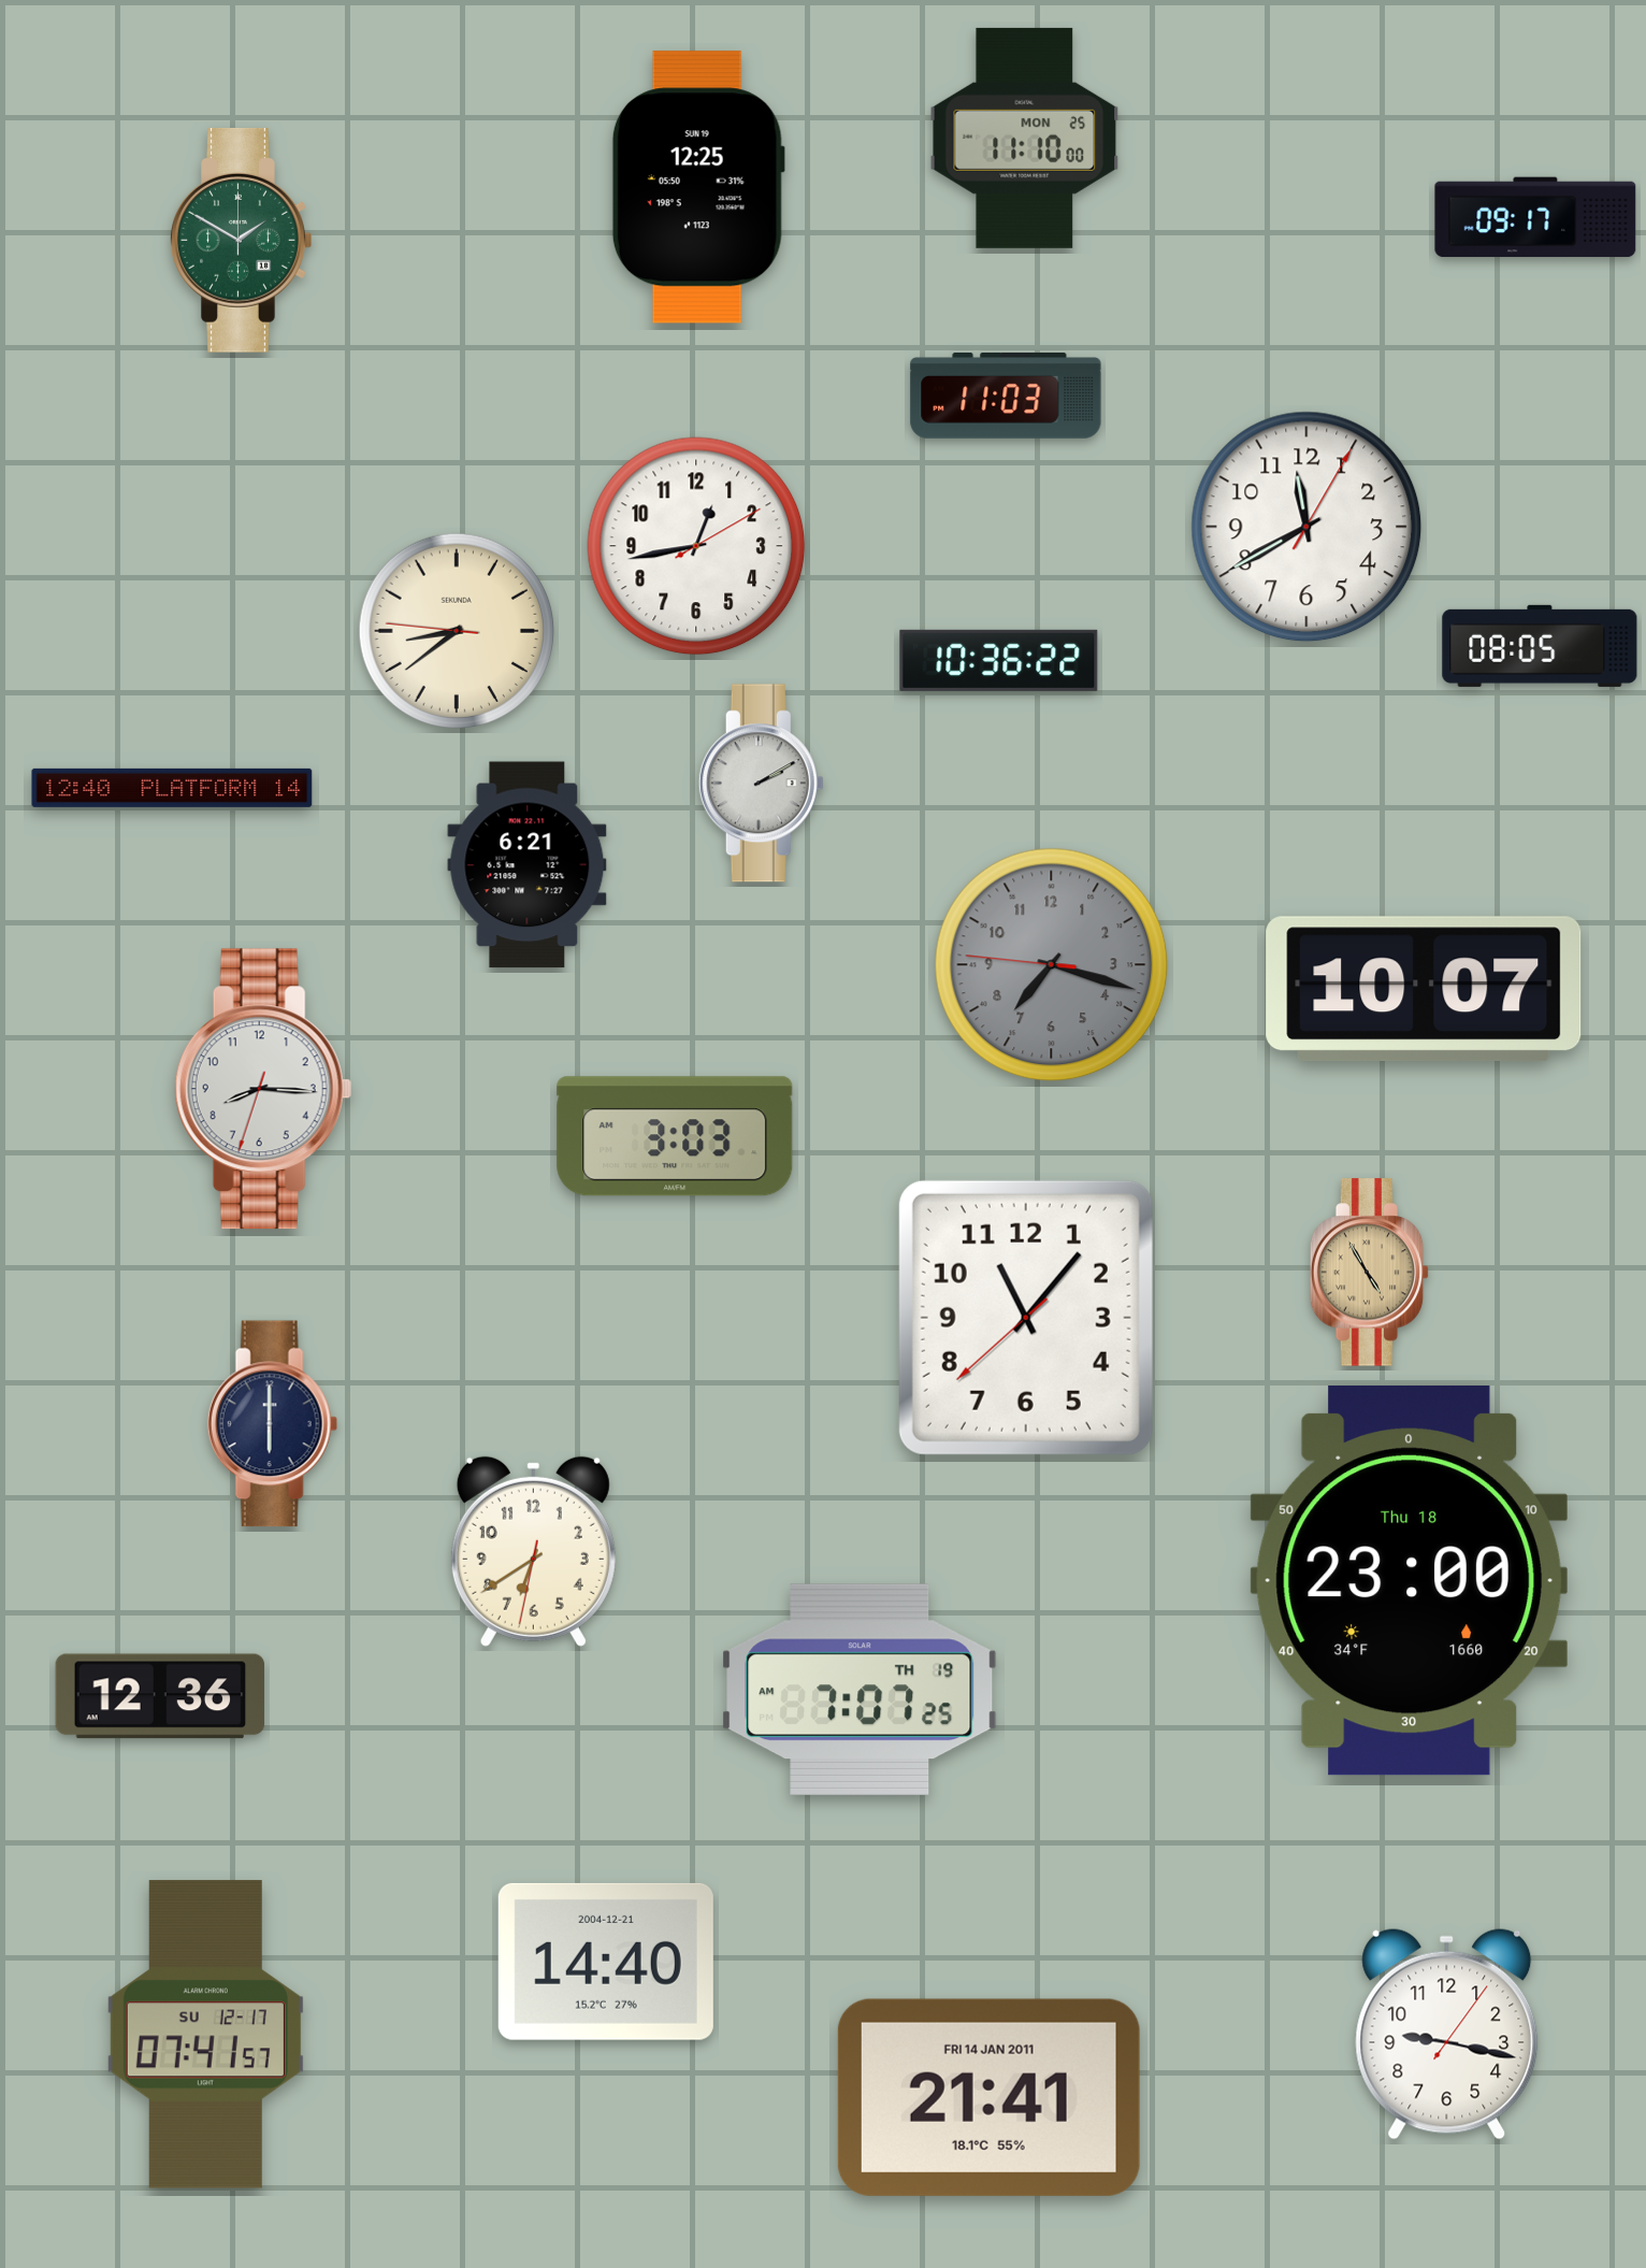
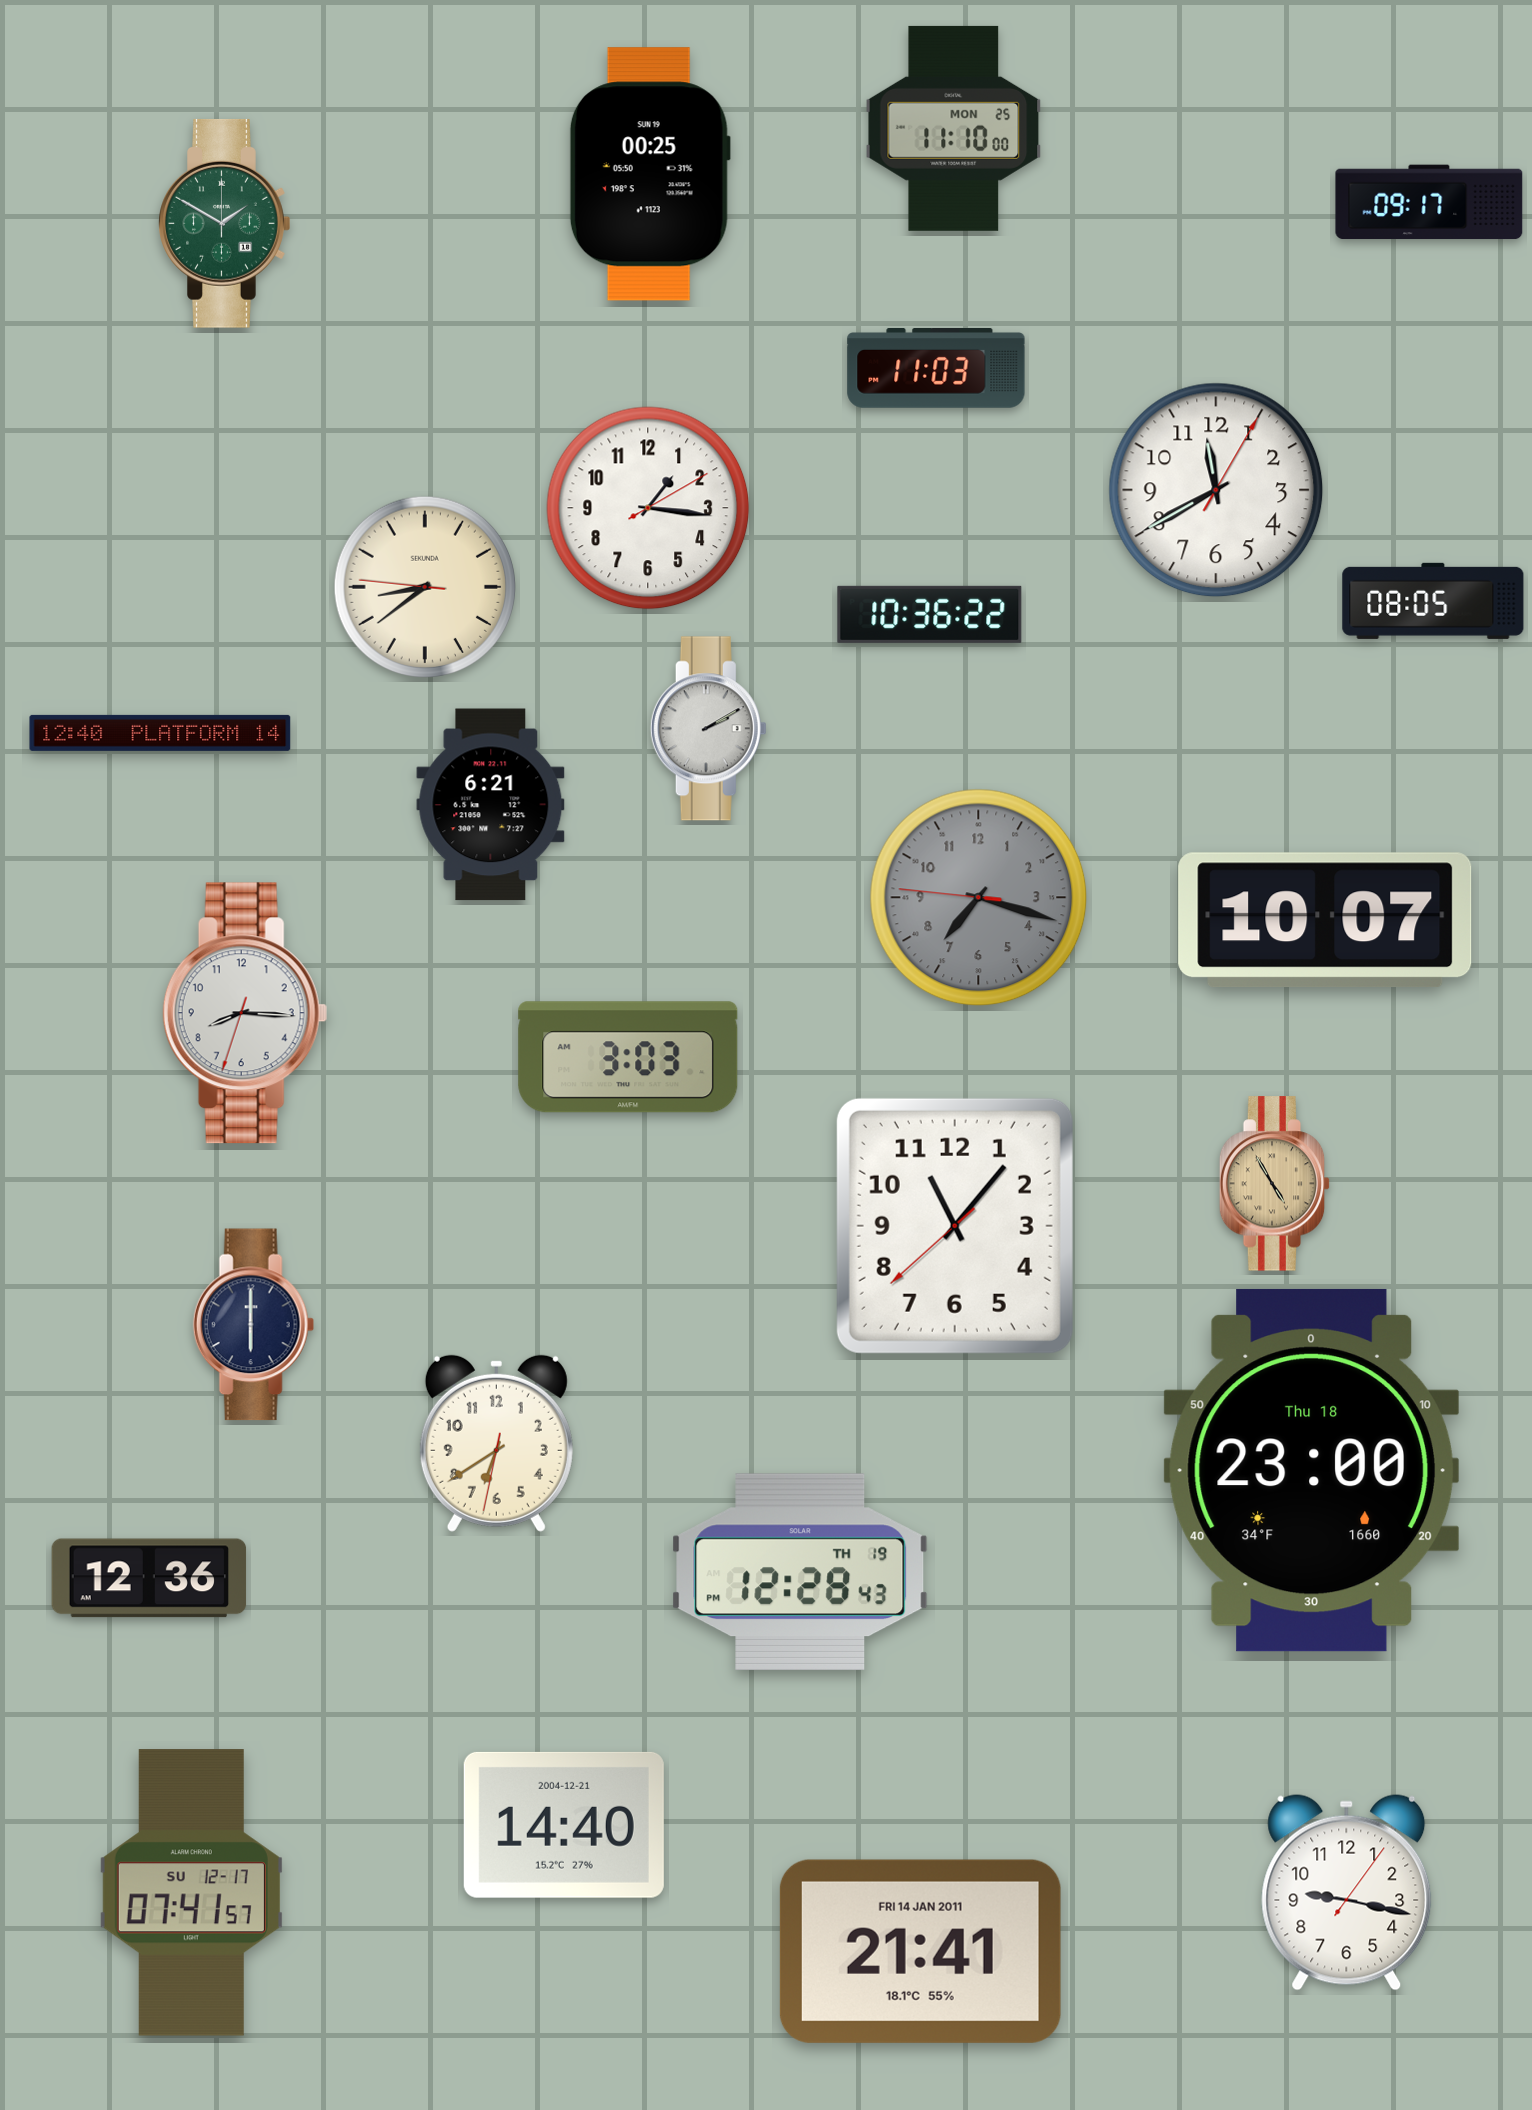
clock at (698, 187): 12:25 -> 00:25
clock at (696, 546): 12:43 -> 1:16
clock at (860, 1690): 7:07 -> 12:28
